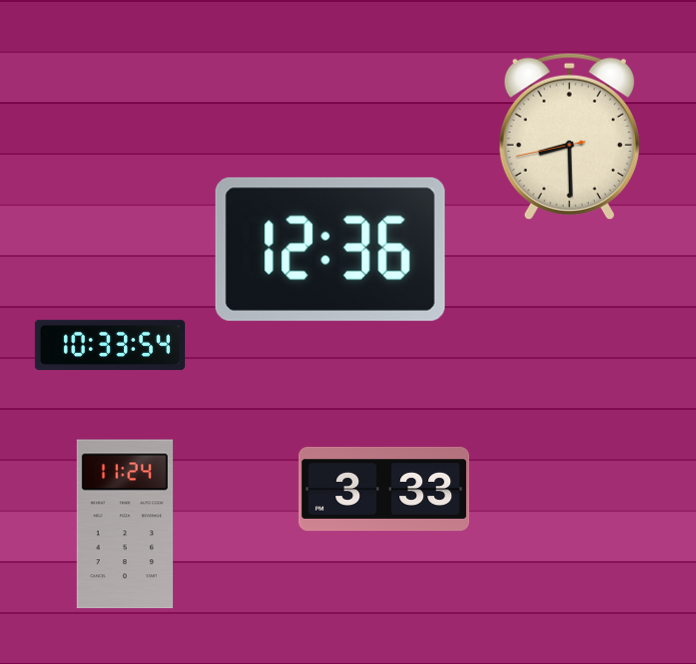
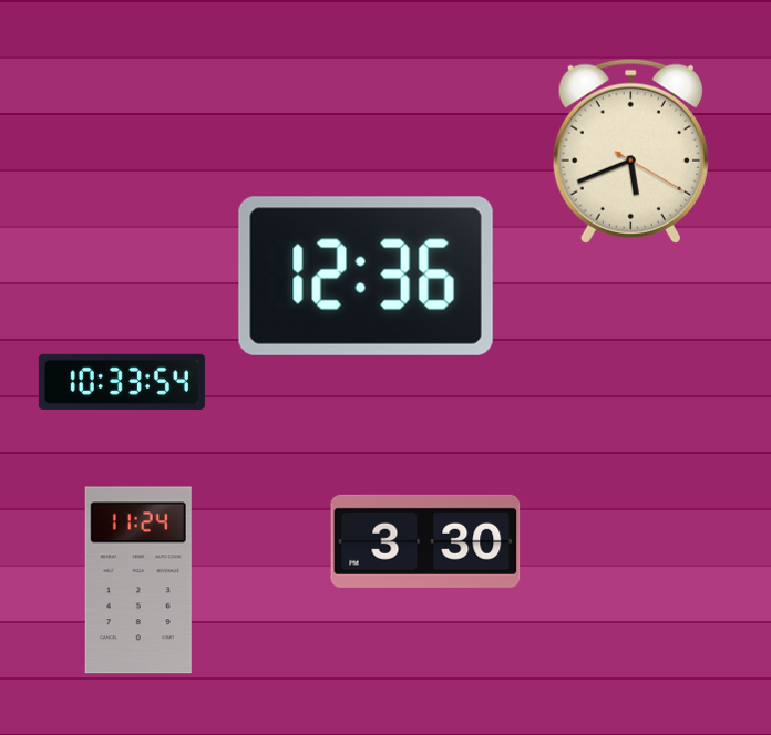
clock at (569, 136): 8:29 -> 5:41
clock at (384, 489): 3:33 -> 3:30
